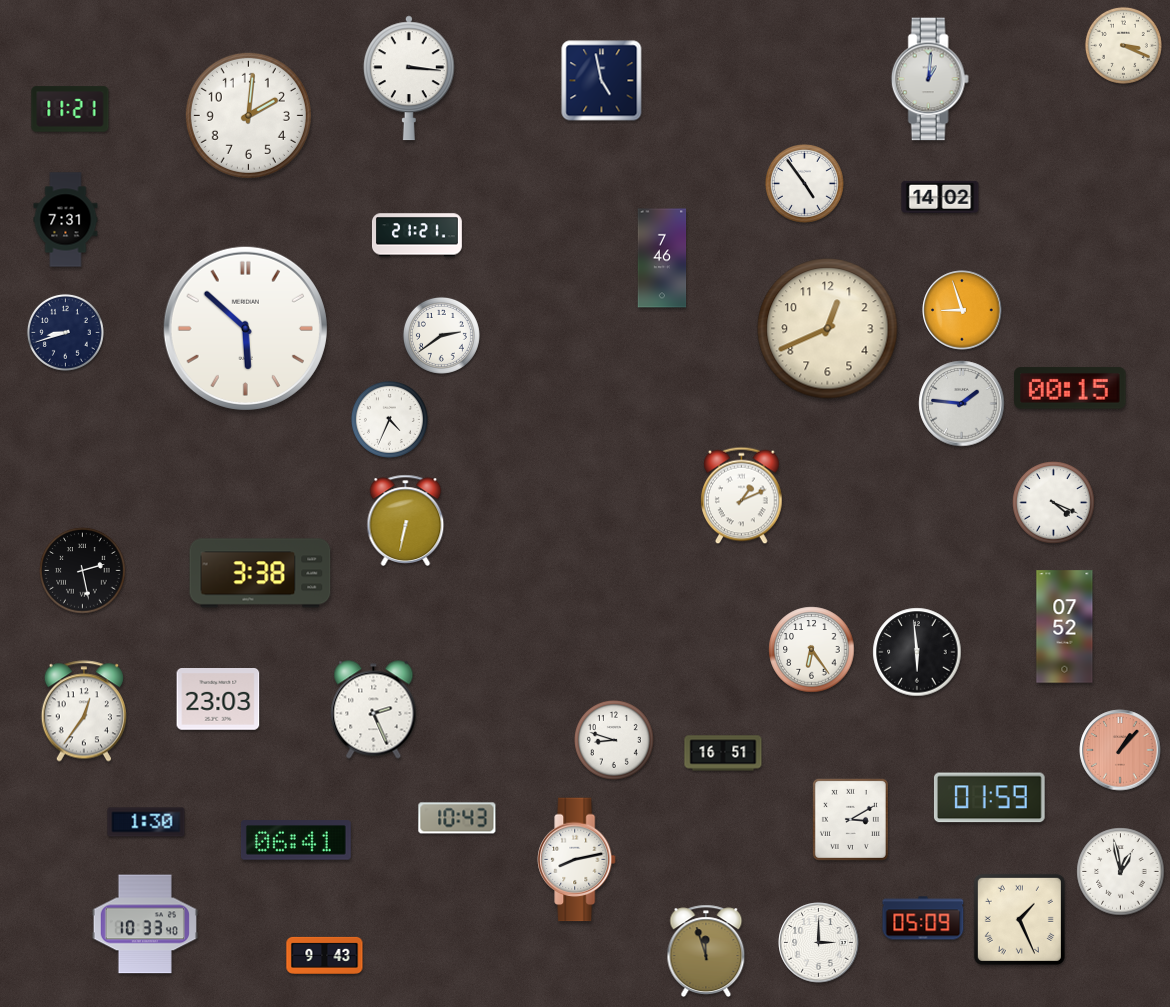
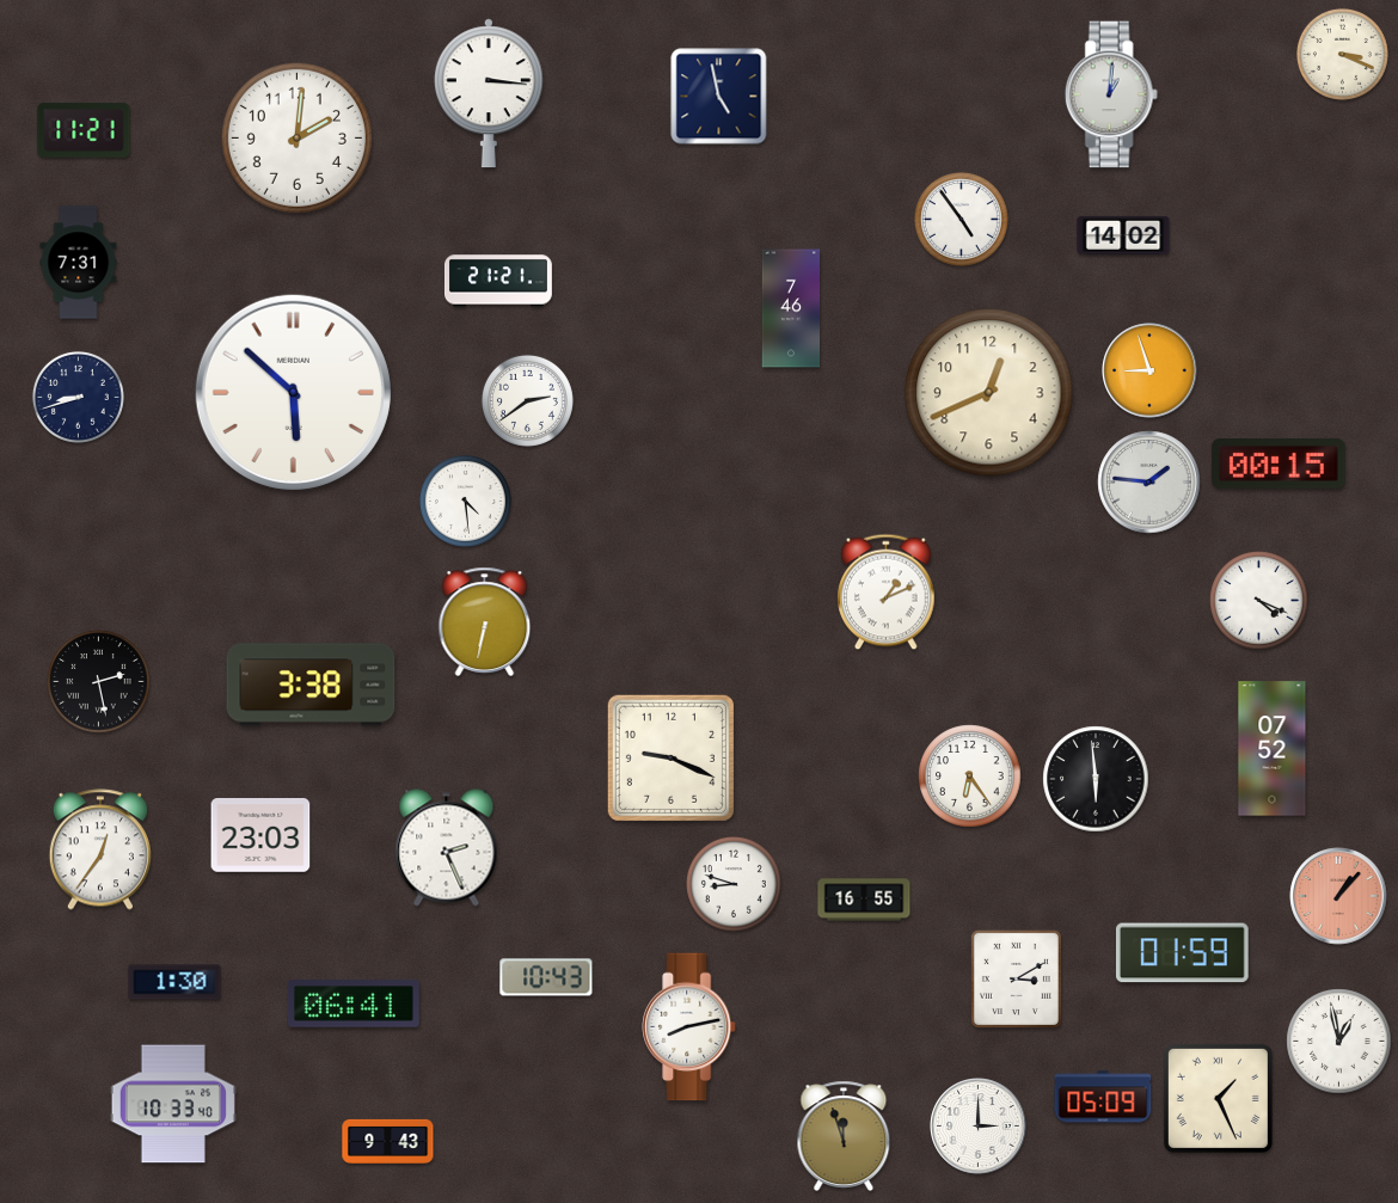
clock at (389, 419): 4:34 -> 4:29
clock at (670, 757): none -> 9:19
clock at (723, 753): 16:51 -> 16:55
